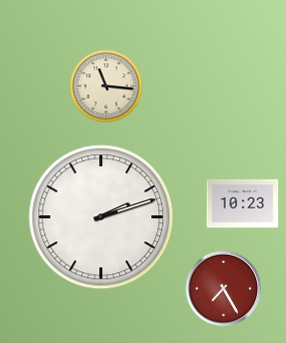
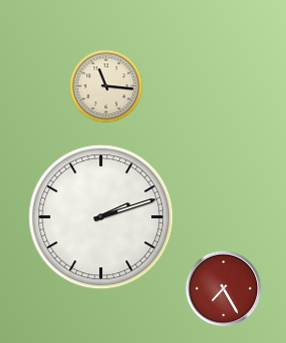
clock at (243, 204): 10:23 -> none
